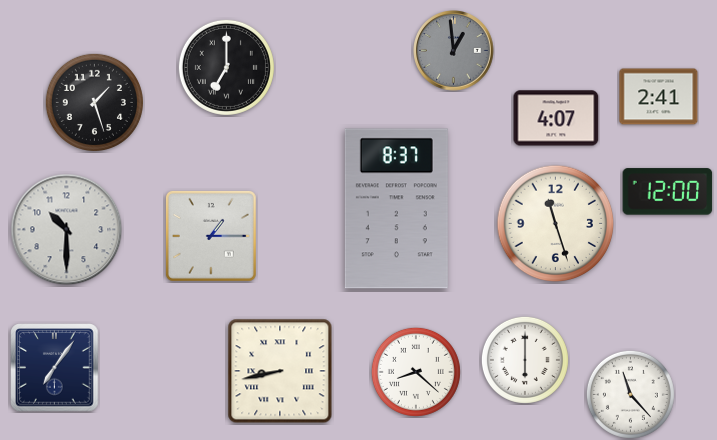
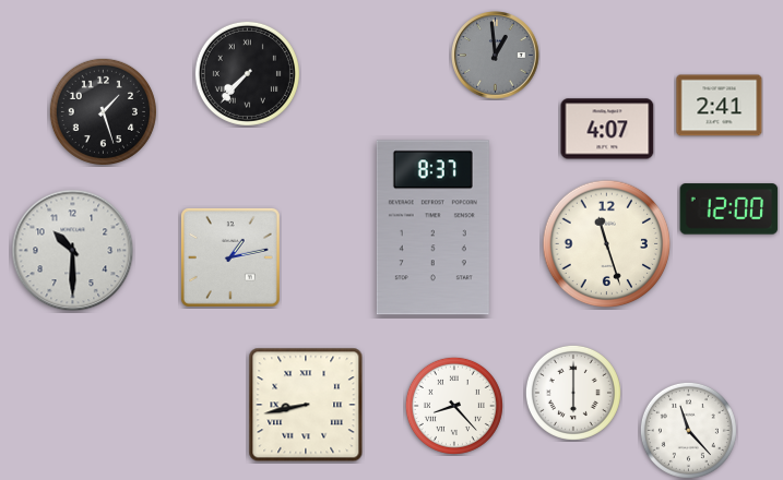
clock at (226, 67): 7:00 -> 7:37
clock at (211, 236): 1:15 -> 1:13
clock at (55, 368): 7:06 -> none
clock at (416, 372): 8:22 -> 8:23
